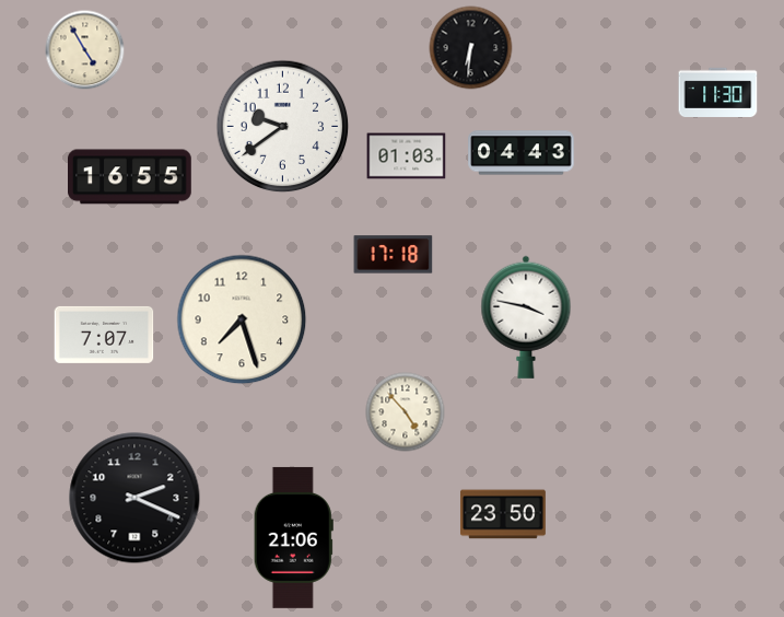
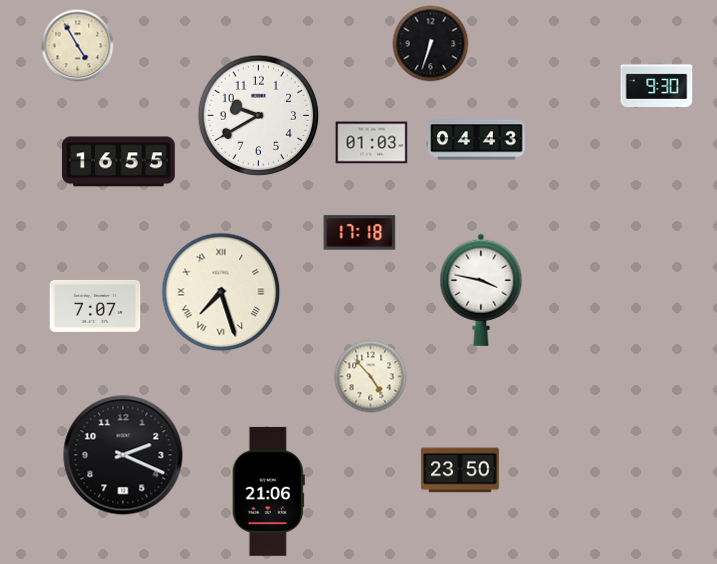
clock at (471, 48): 6:31 -> 6:33
clock at (718, 92): 11:30 -> 9:30
clock at (283, 127): 9:39 -> 9:40
clock at (242, 319) numerals: Arabic -> Roman
